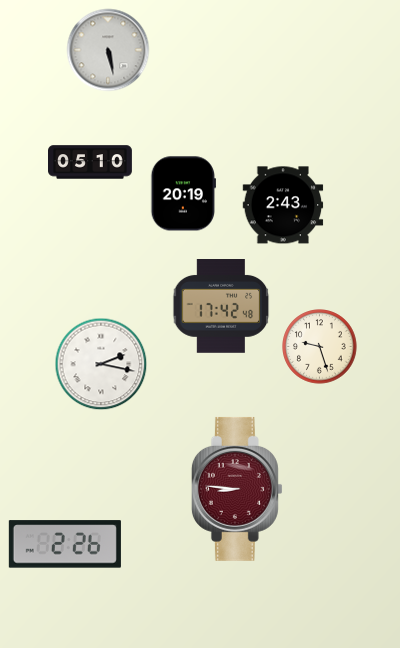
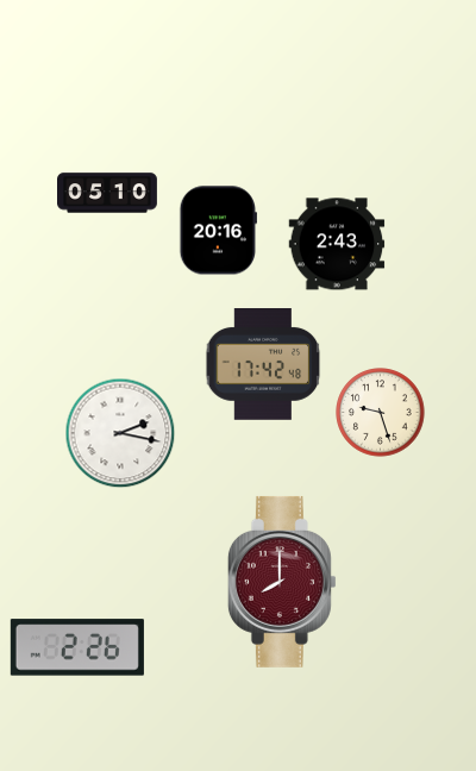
clock at (108, 50): 5:28 -> none
clock at (183, 194): 20:19 -> 20:16
clock at (237, 489): 8:46 -> 8:00
